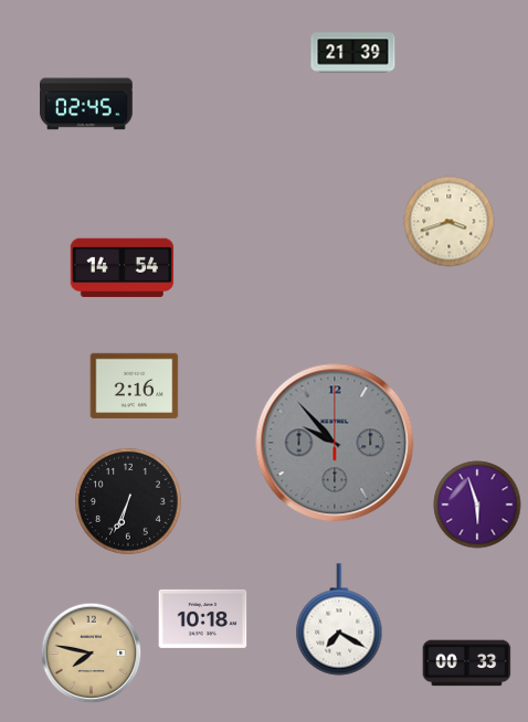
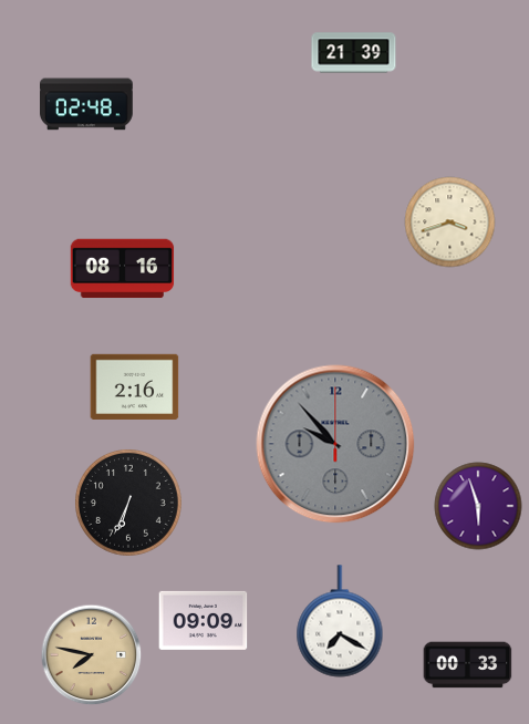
clock at (87, 104): 02:45 -> 02:48
clock at (123, 268): 14:54 -> 08:16
clock at (203, 618): 10:18 -> 09:09
